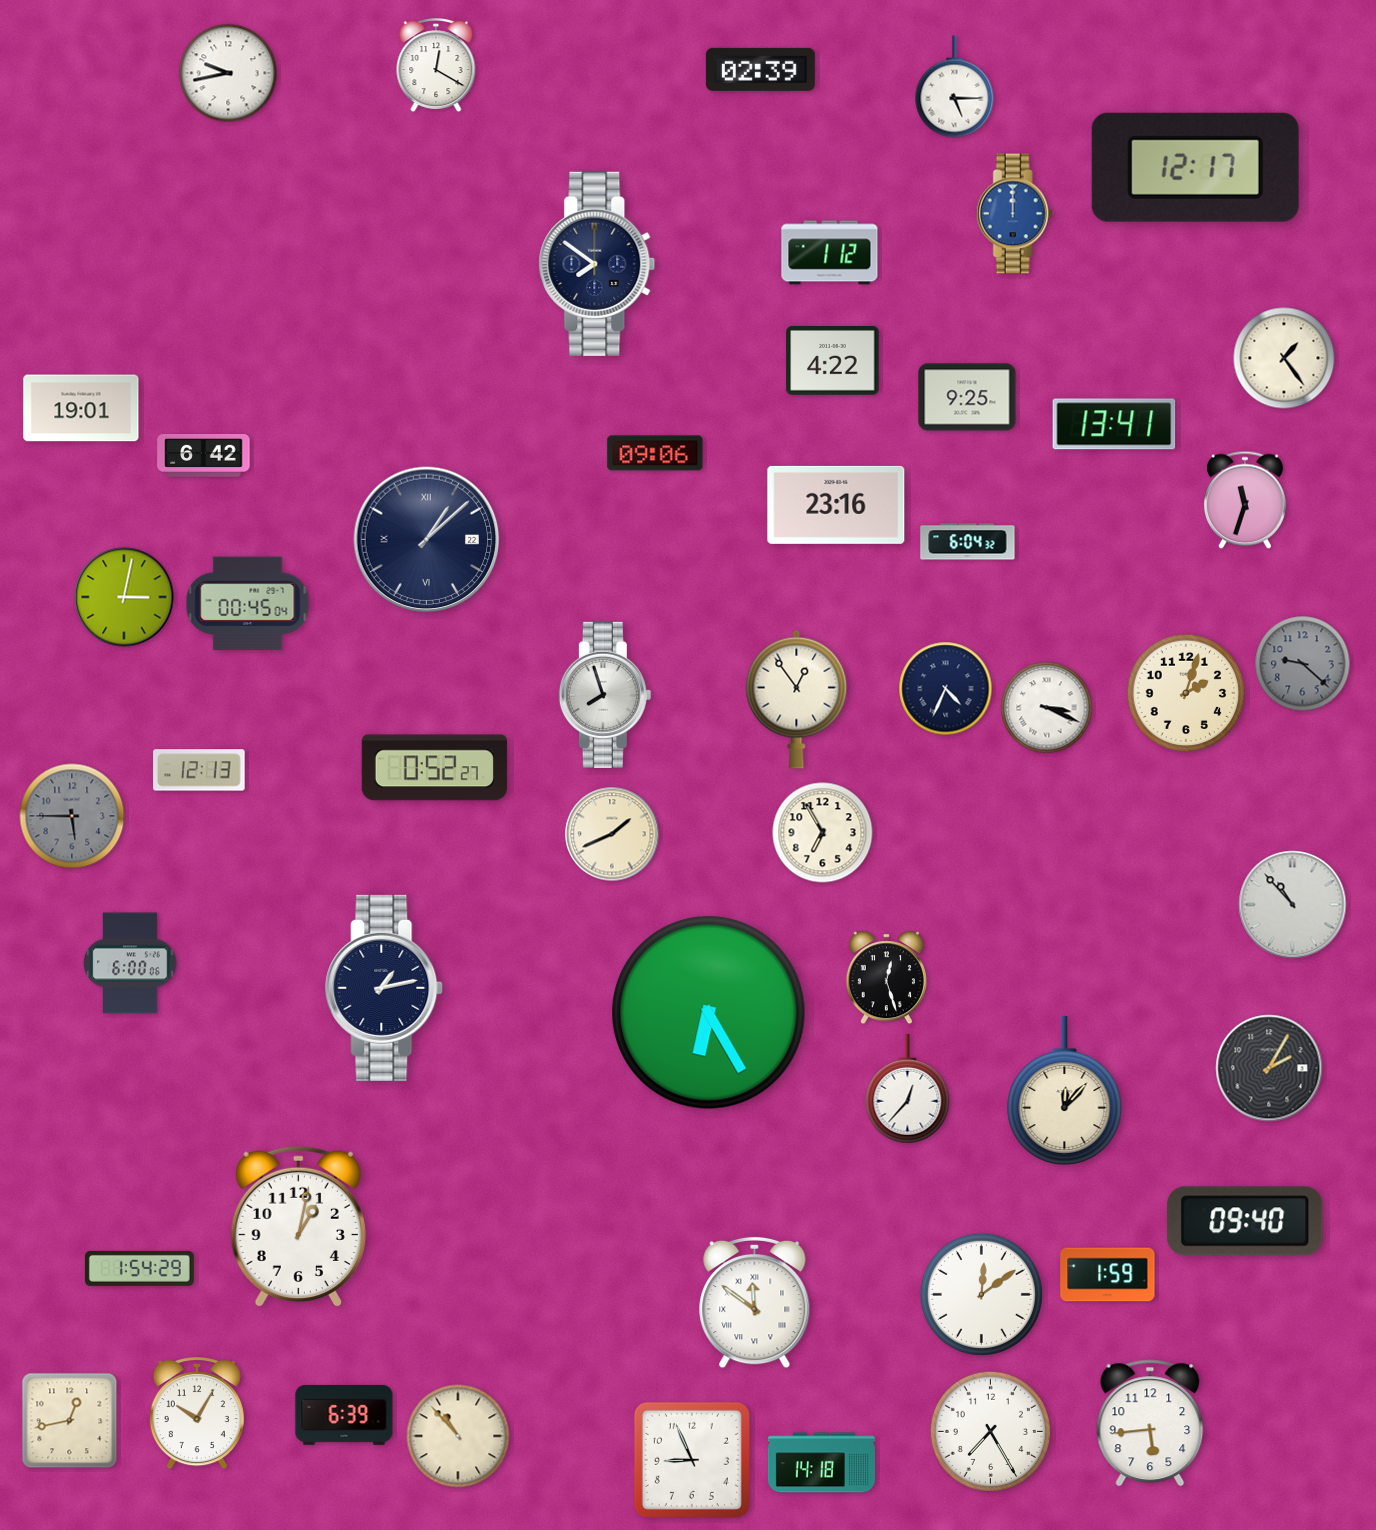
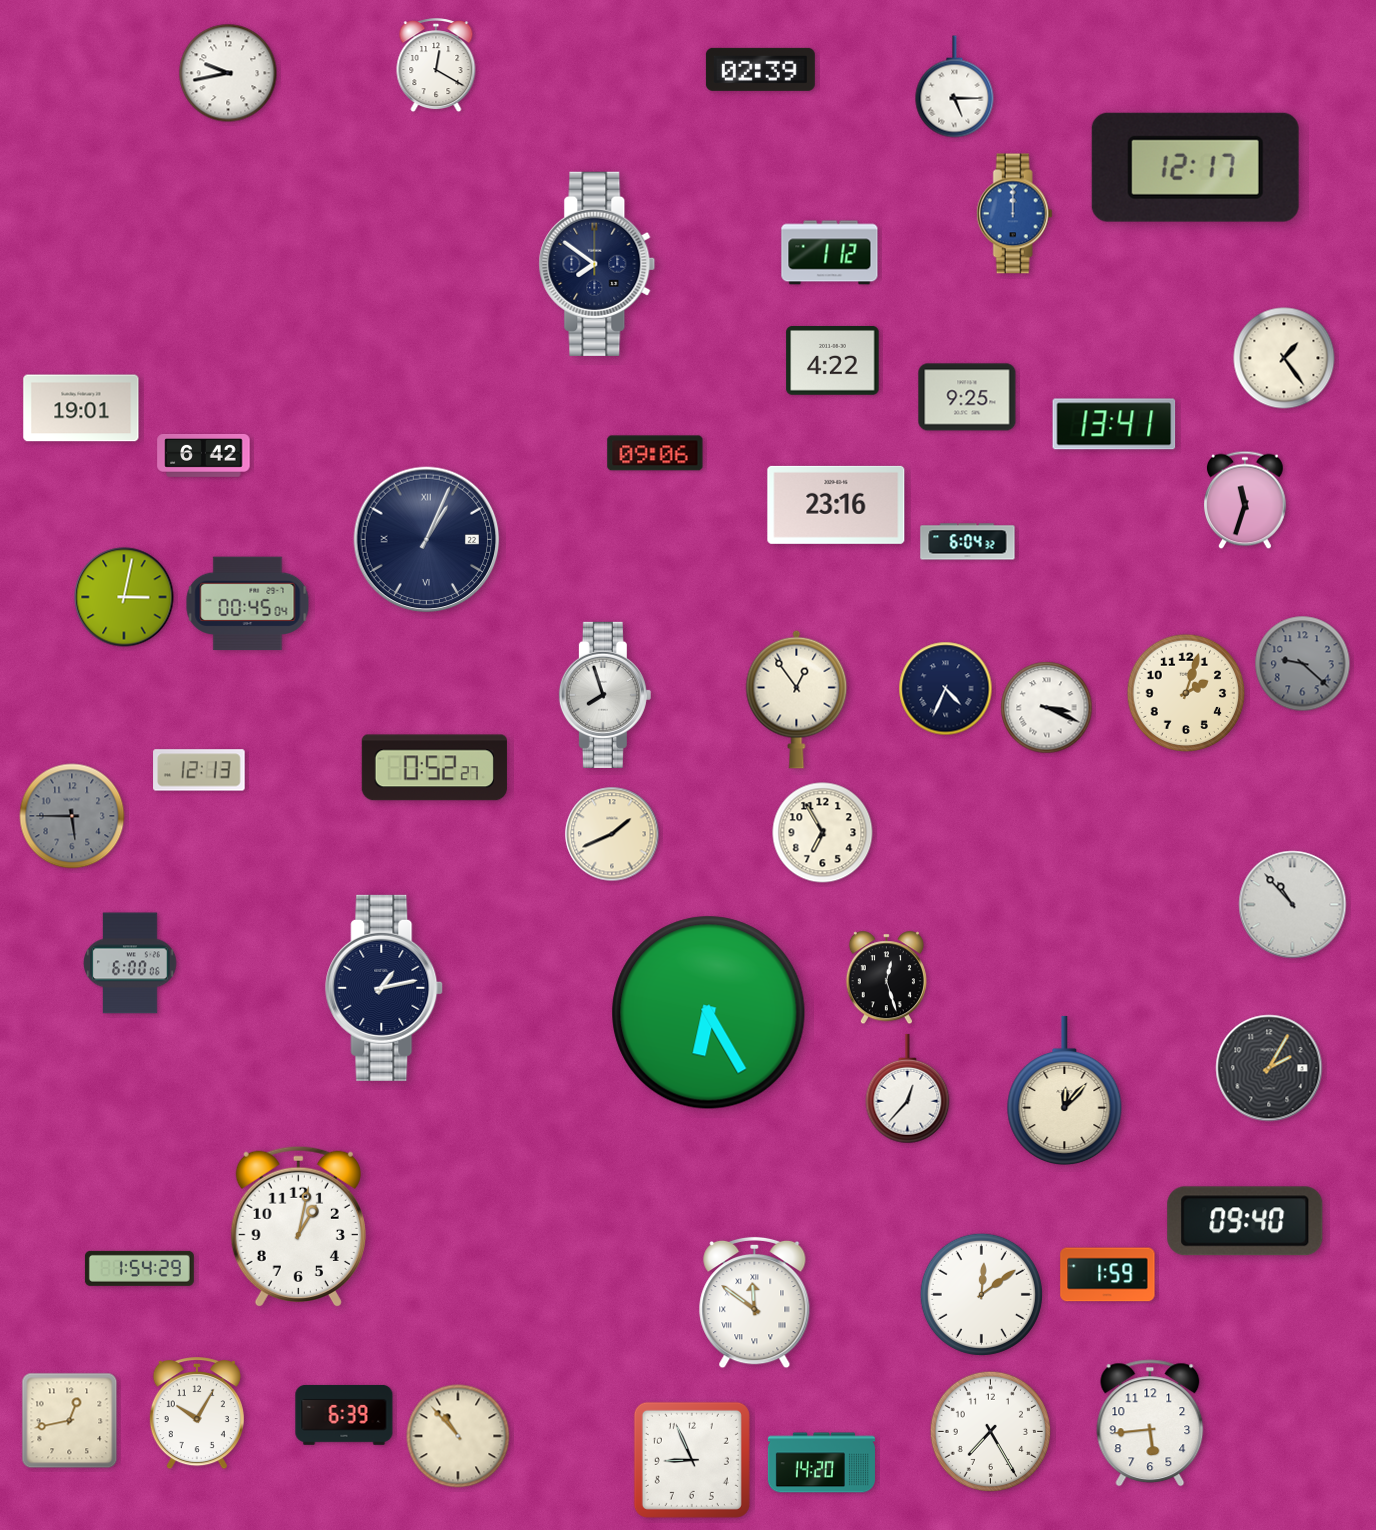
clock at (427, 540): 1:08 -> 1:04
clock at (821, 1463): 14:18 -> 14:20
